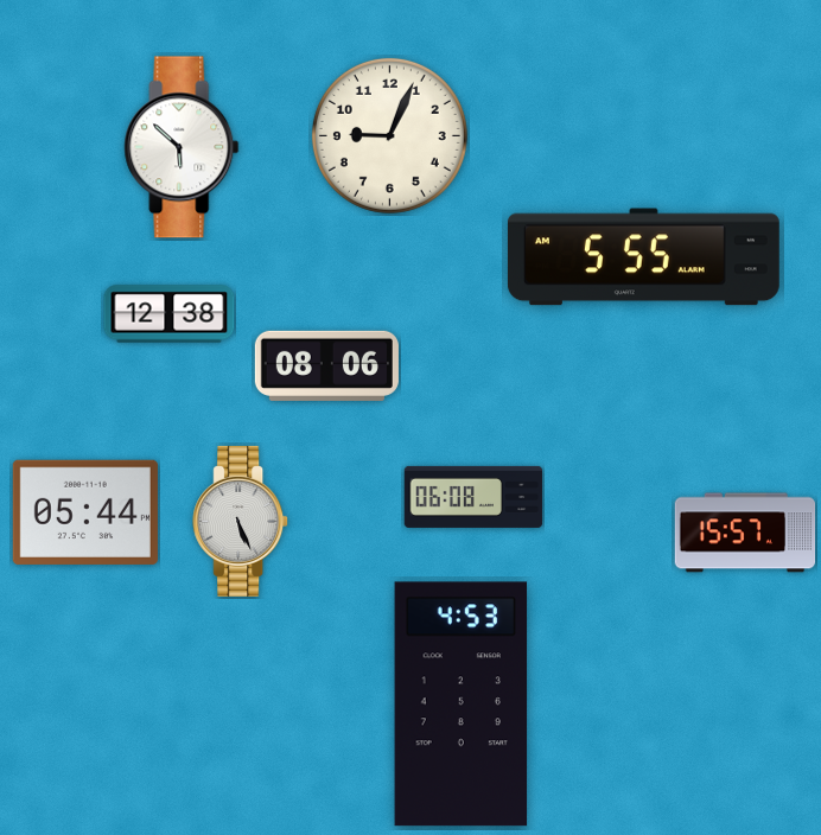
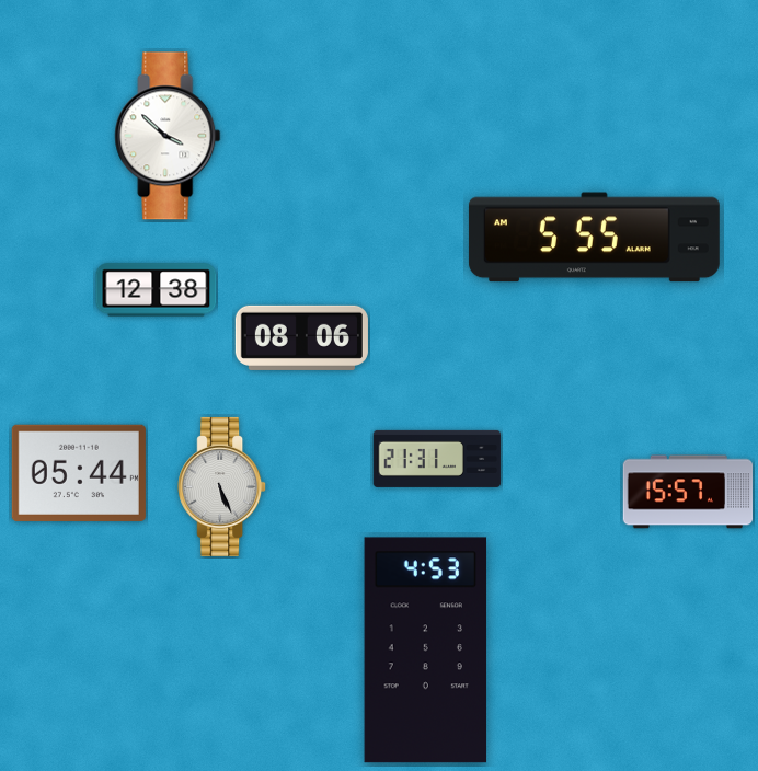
clock at (389, 135): 9:04 -> none
clock at (182, 147): 5:52 -> 3:52
clock at (473, 497): 06:08 -> 21:31
clock at (241, 521) position: (241, 521) -> (222, 486)
